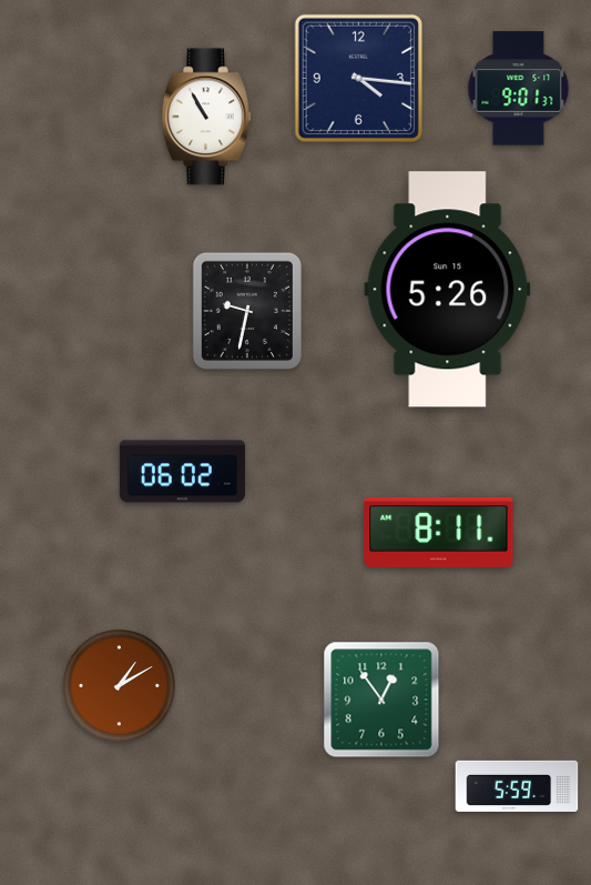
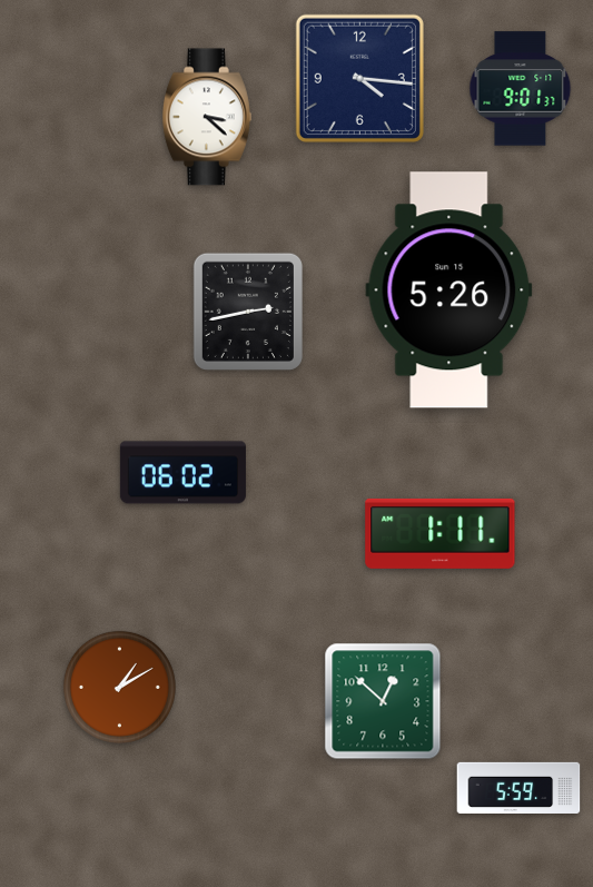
clock at (206, 117): 10:55 -> 3:22
clock at (247, 311): 9:32 -> 2:43
clock at (439, 532): 8:11 -> 1:11
clock at (381, 700): 12:54 -> 12:52
